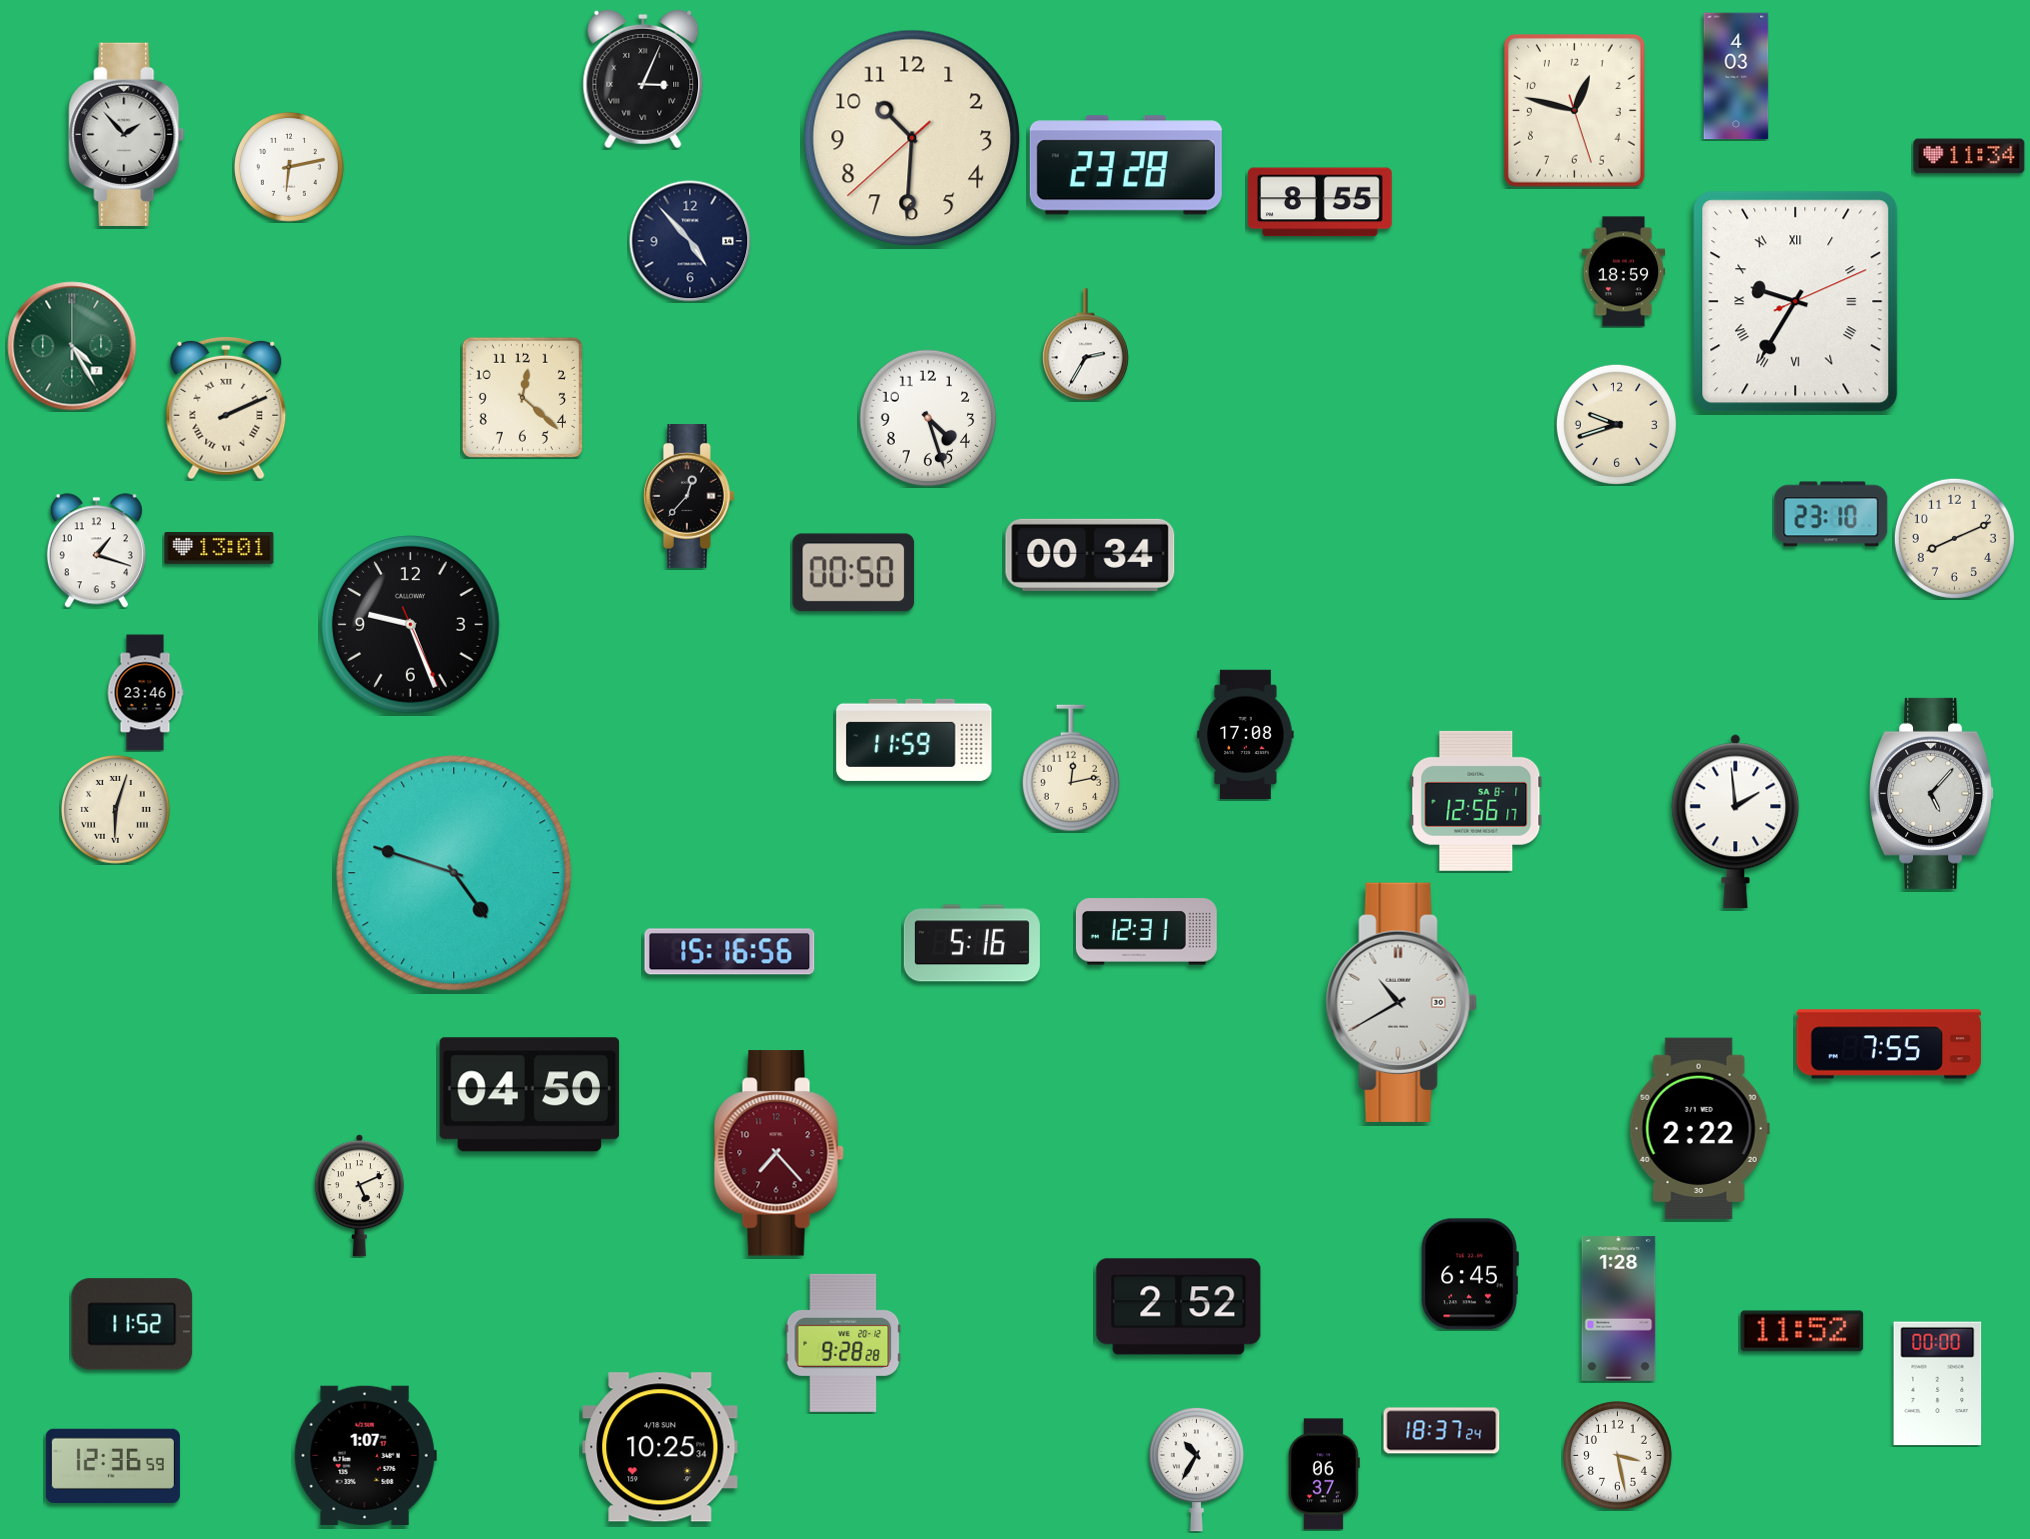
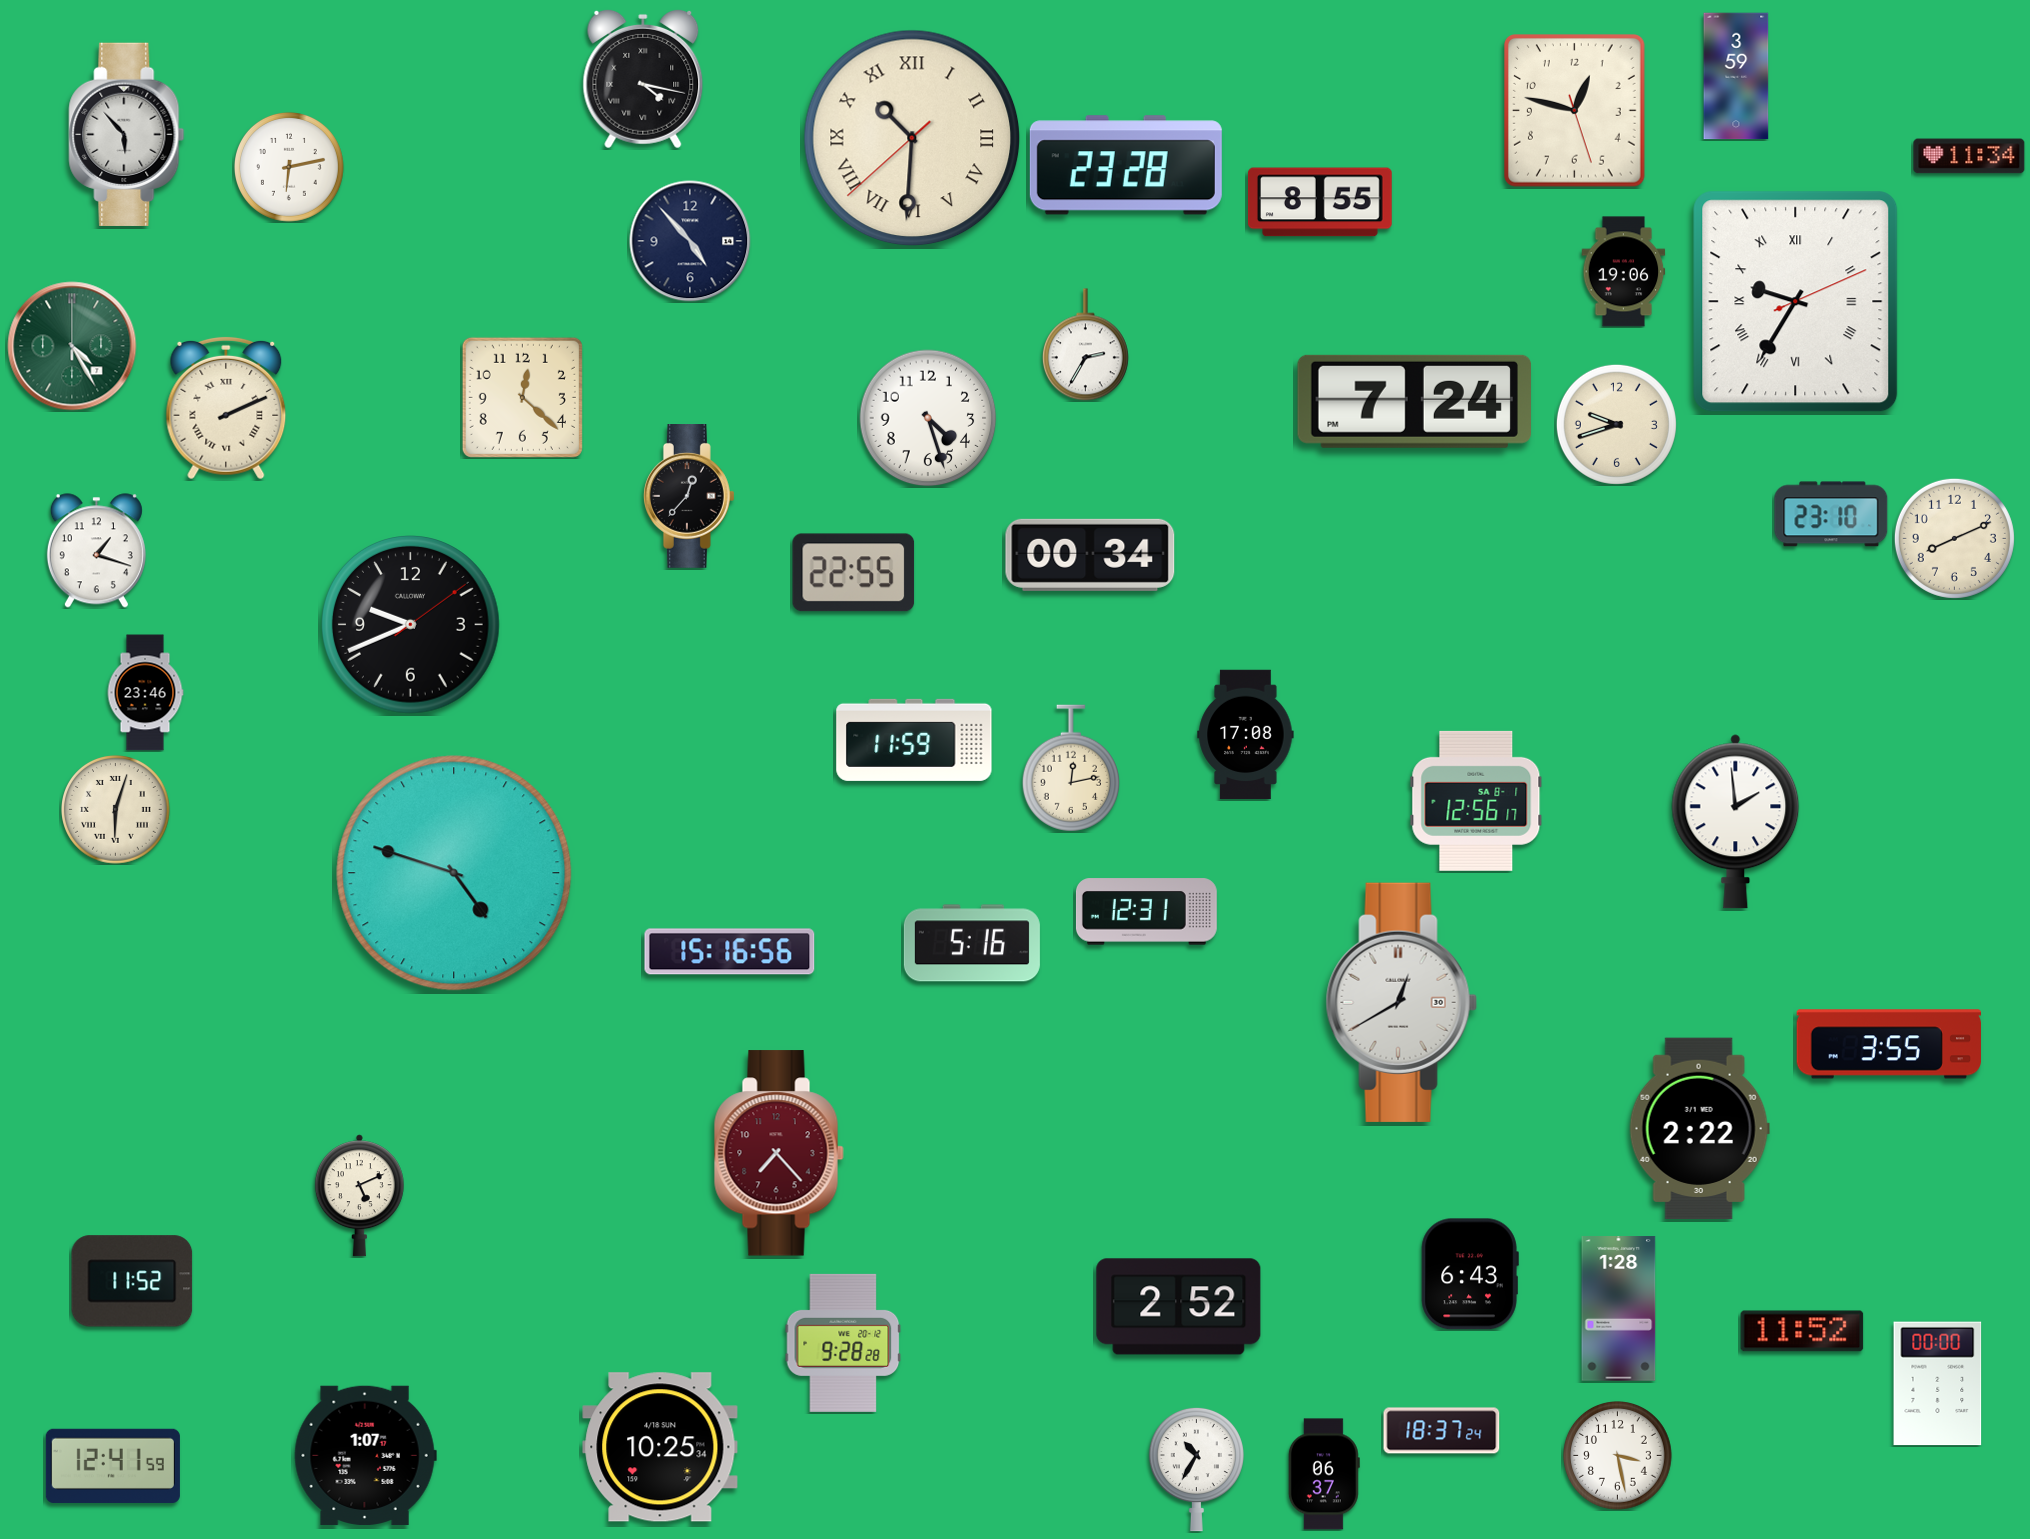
clock at (1736, 76): 4:03 -> 3:59
clock at (643, 79): 3:04 -> 4:17
clock at (127, 134): 1:53 -> 5:53
clock at (912, 138) numerals: Arabic -> Roman
clock at (1624, 272): 18:59 -> 19:06
clock at (1414, 401): none -> 7:24
clock at (219, 549): 13:01 -> none
clock at (854, 573): 00:50 -> 22:55
clock at (411, 625): 9:26 -> 9:41
clock at (1932, 793): 5:07 -> none
clock at (1146, 932) position: (1146, 932) -> (1146, 912)
clock at (1401, 1002): 10:40 -> 12:40
clock at (1889, 1044): 7:55 -> 3:55
clock at (530, 1095): 04:50 -> none
clock at (1470, 1274): 6:45 -> 6:43
clock at (132, 1324) position: (132, 1324) -> (132, 1281)
clock at (113, 1466): 12:36 -> 12:41
